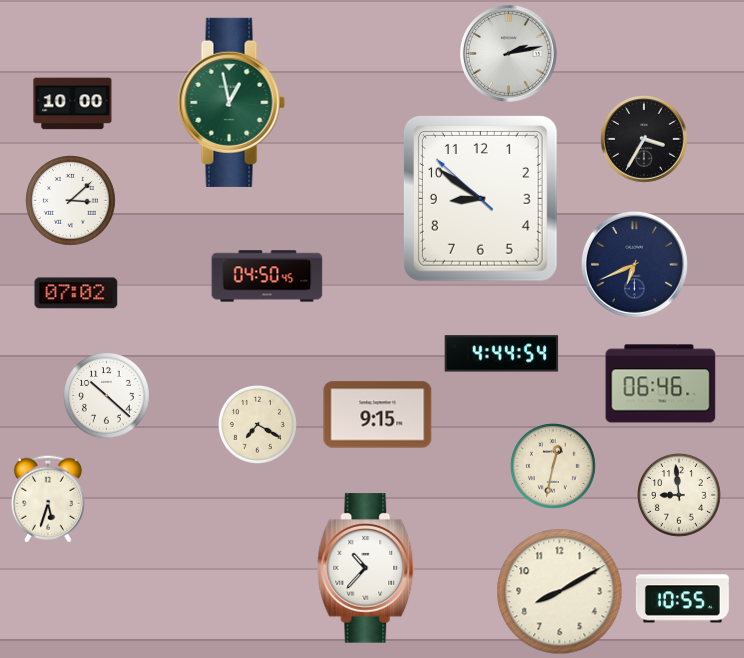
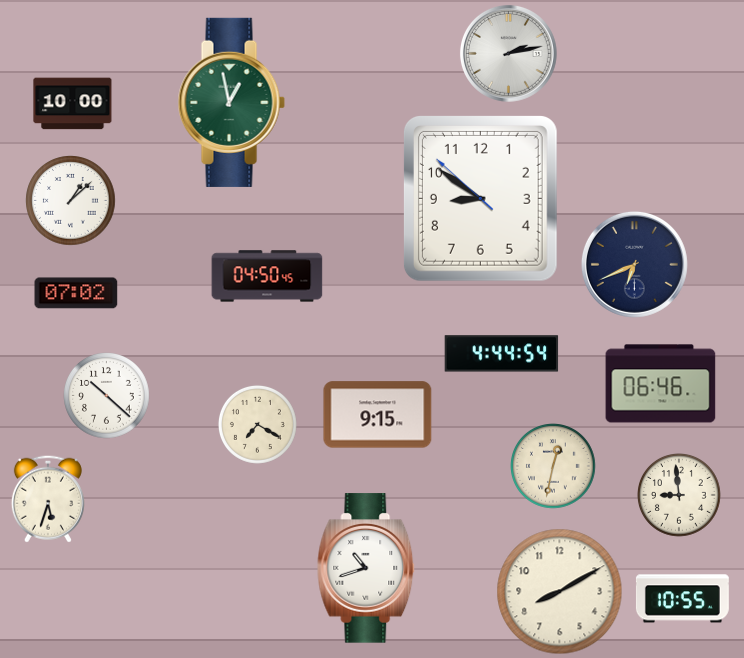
clock at (644, 139): 3:35 -> none
clock at (71, 201): 3:08 -> 1:08
clock at (366, 568): 10:37 -> 10:42
